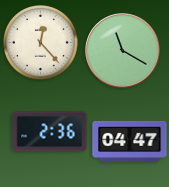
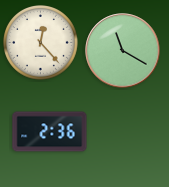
clock at (130, 141): 04:47 -> none
